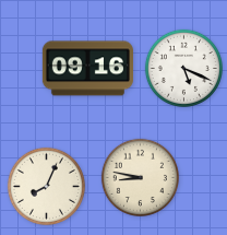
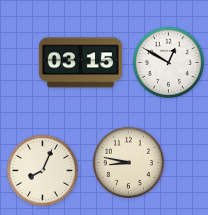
clock at (183, 68): 5:19 -> 12:50
clock at (87, 69): 09:16 -> 03:15
